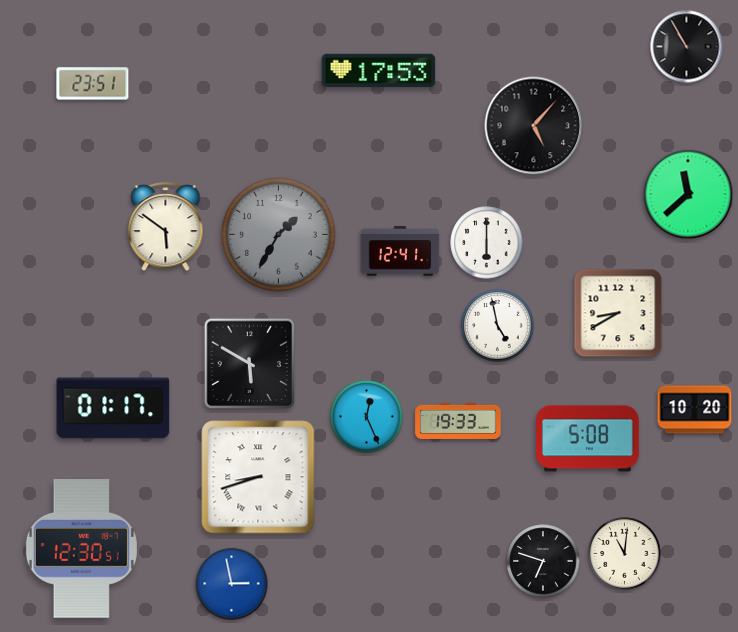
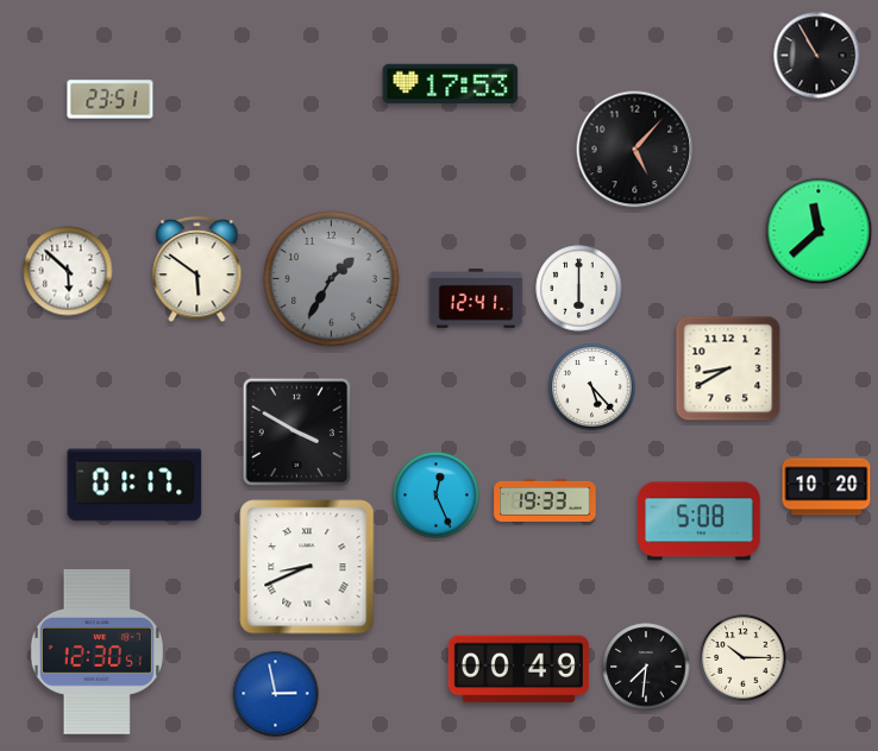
clock at (68, 271): none -> 5:52
clock at (618, 313) position: (618, 313) -> (728, 368)
clock at (498, 326): 4:58 -> 5:23
clock at (249, 363): 5:50 -> 3:50
clock at (258, 477): 8:42 -> 8:41
clock at (625, 554): 11:01 -> 10:15
clock at (543, 561): 6:48 -> 7:31
clock at (519, 669): none -> 00:49
